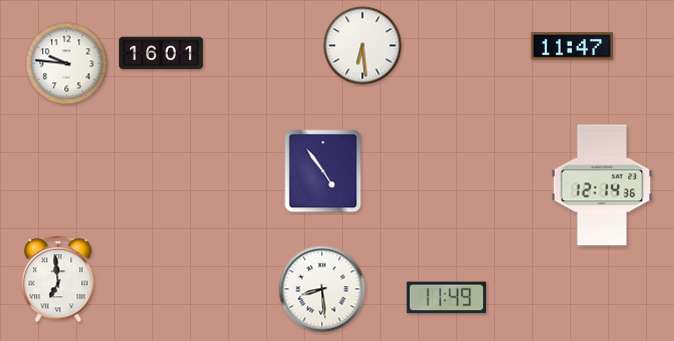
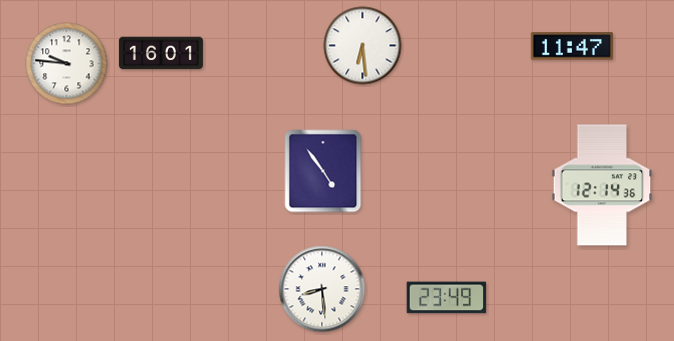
clock at (58, 279): 6:59 -> none
clock at (447, 298): 11:49 -> 23:49
